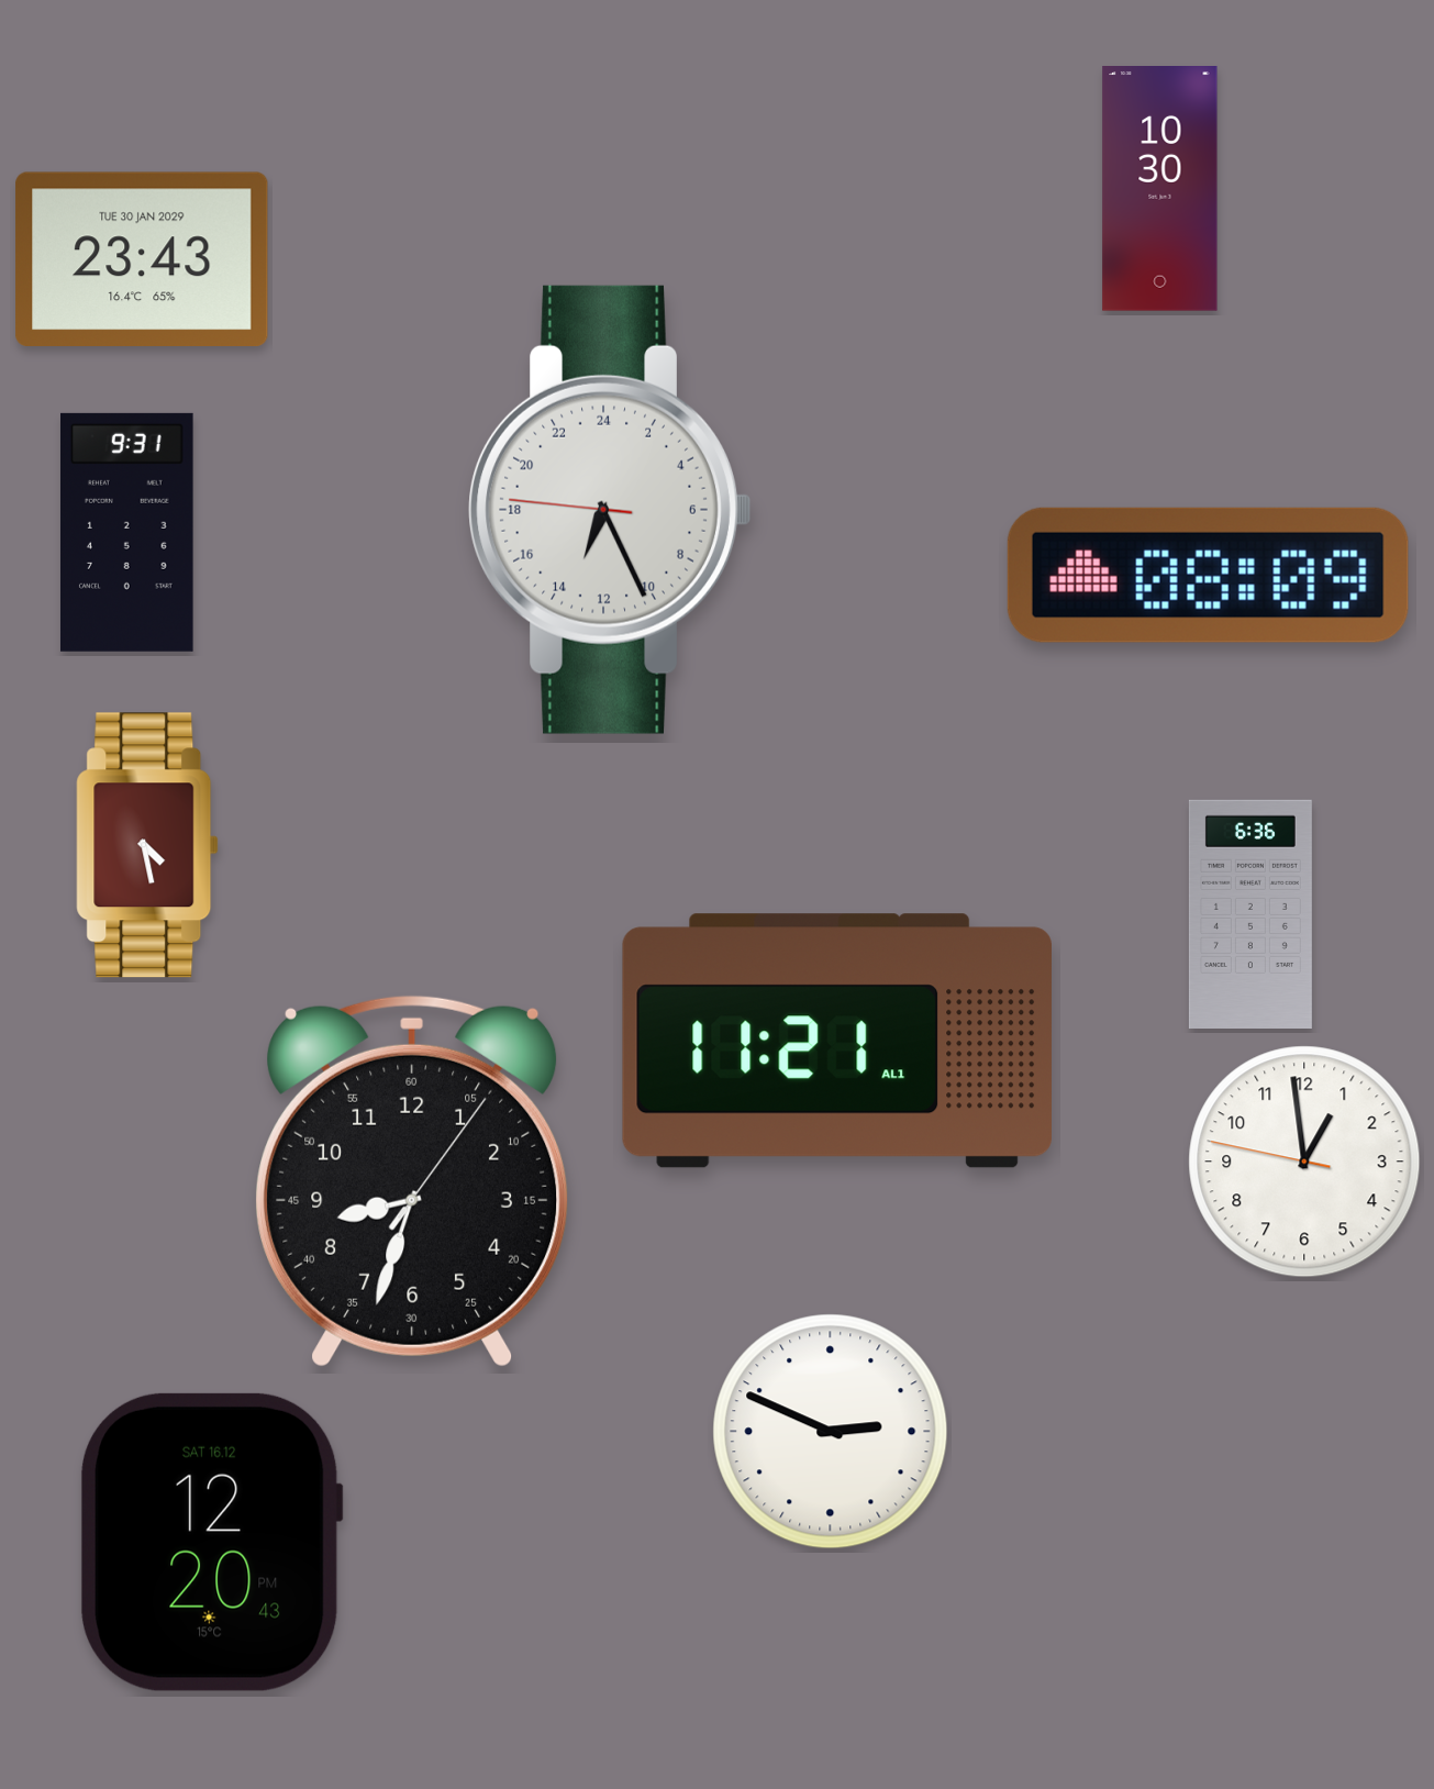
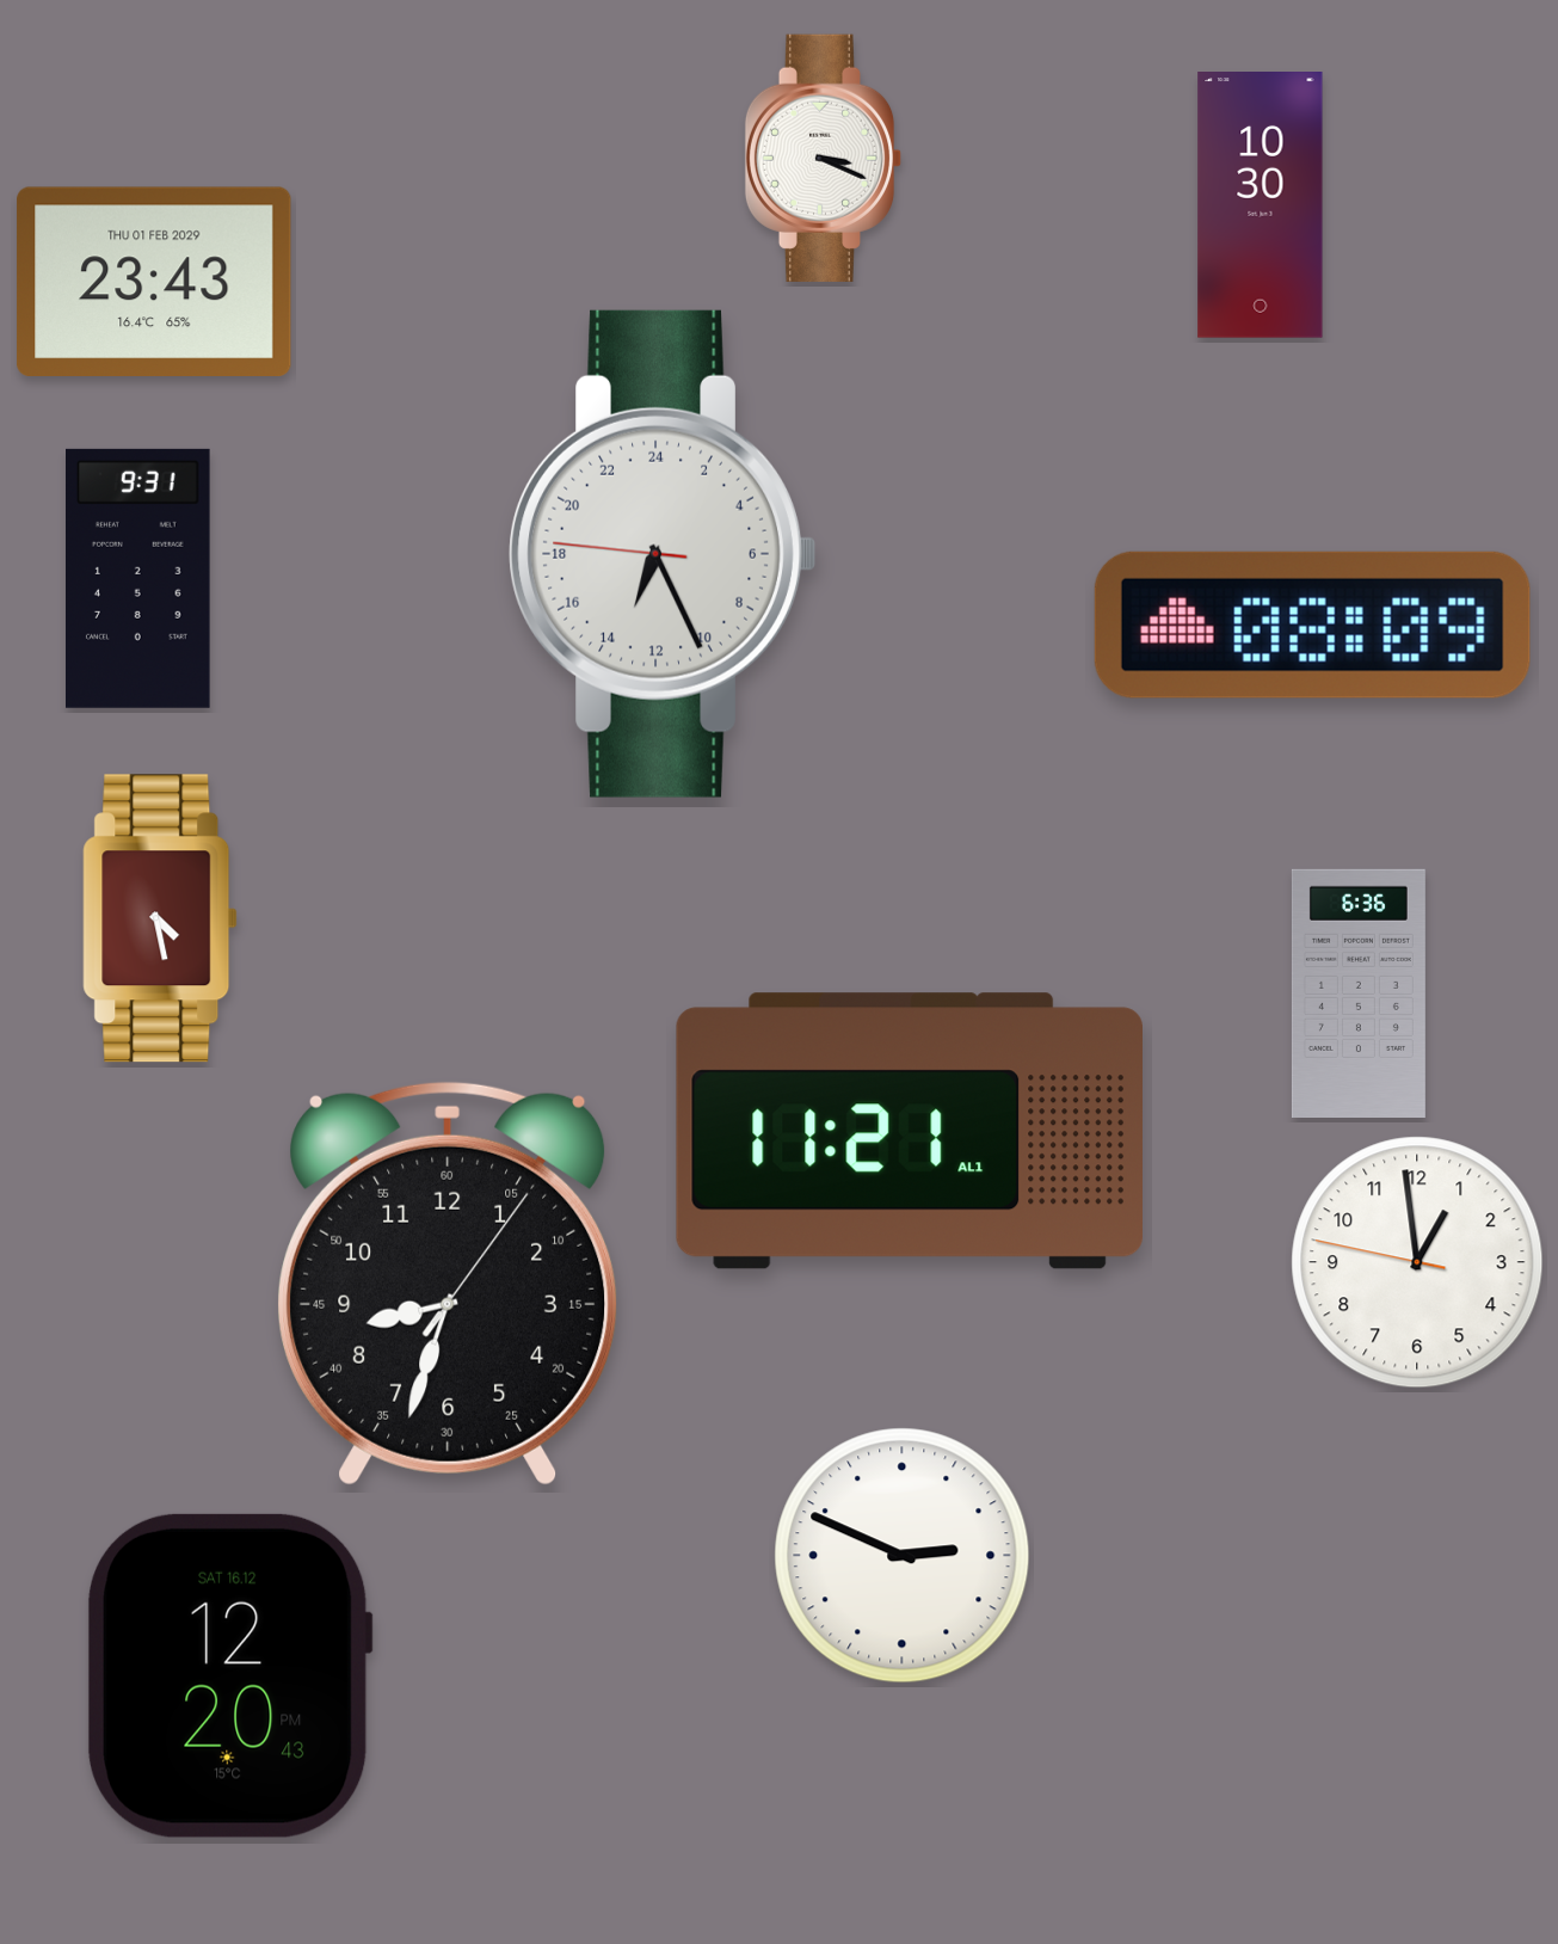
clock at (824, 158): none -> 3:19
clock at (142, 258) date: TUE 30 JAN 2029 -> THU 01 FEB 2029
